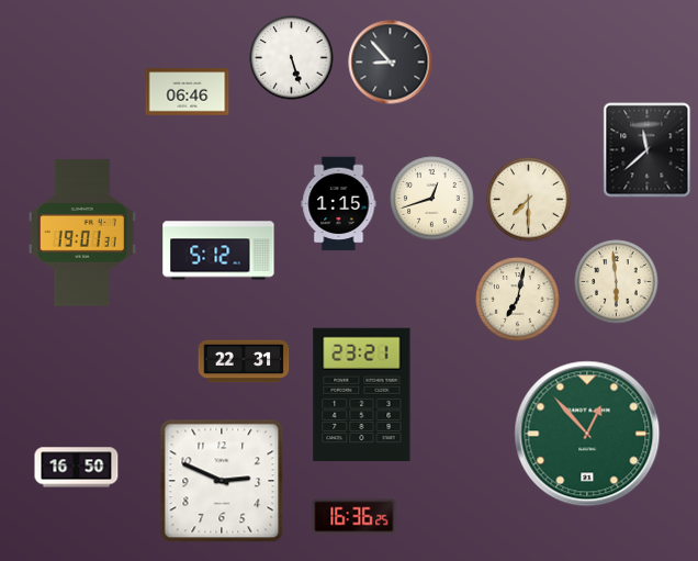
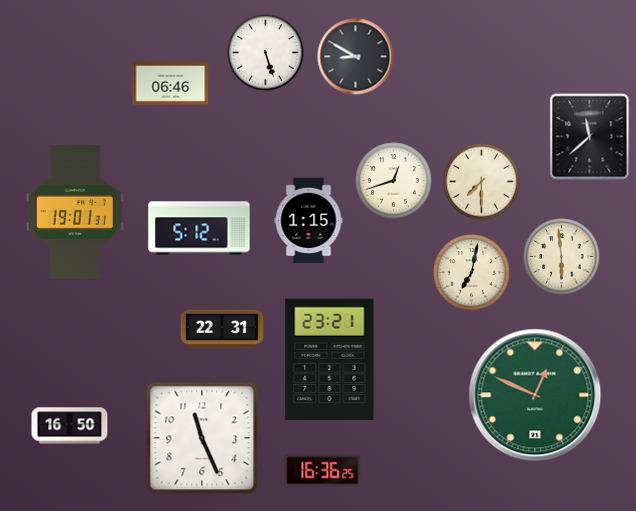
clock at (391, 63): 8:53 -> 8:50
clock at (339, 204) position: (339, 204) -> (309, 221)
clock at (587, 434): 12:53 -> 12:49
clock at (222, 481): 2:49 -> 11:26
